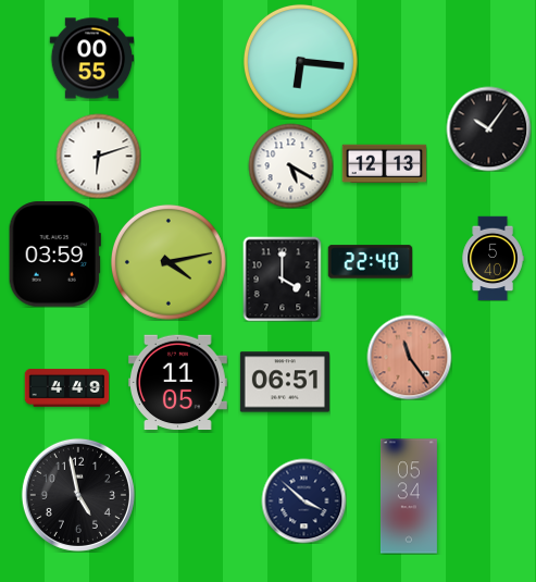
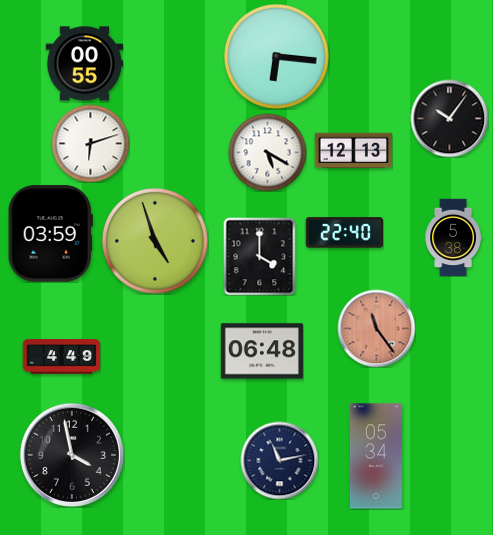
clock at (91, 59) position: (91, 59) -> (84, 64)
clock at (493, 258): 5:40 -> 5:38
clock at (169, 262): 4:13 -> 4:57
clock at (370, 262) position: (370, 262) -> (344, 233)
clock at (285, 382): 06:51 -> 06:48
clock at (178, 383): 11:05 -> none
clock at (78, 495): 4:58 -> 3:58
clock at (303, 500): 3:52 -> 11:13
